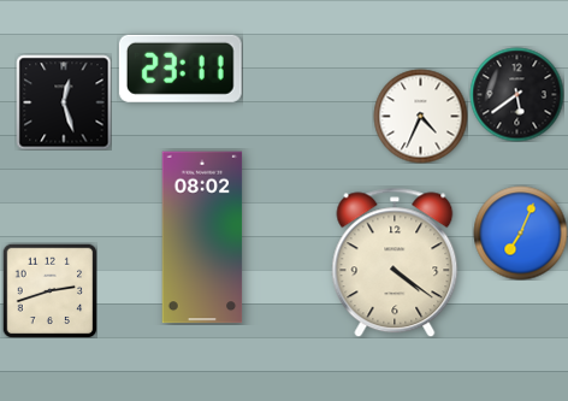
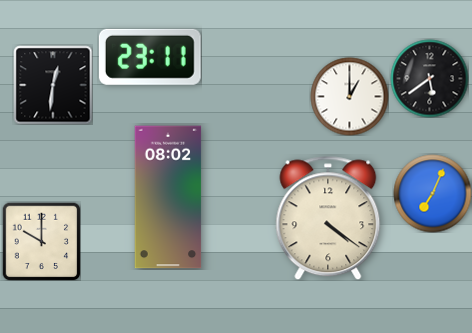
clock at (64, 102): 12:27 -> 12:31
clock at (420, 116): 4:34 -> 1:00
clock at (49, 290): 2:42 -> 10:00
